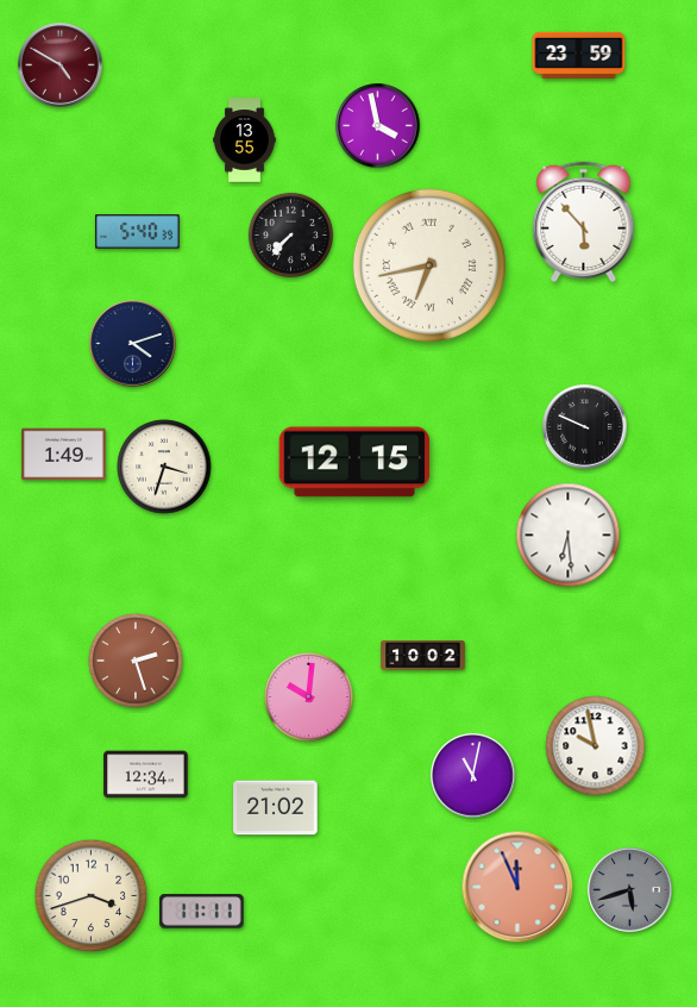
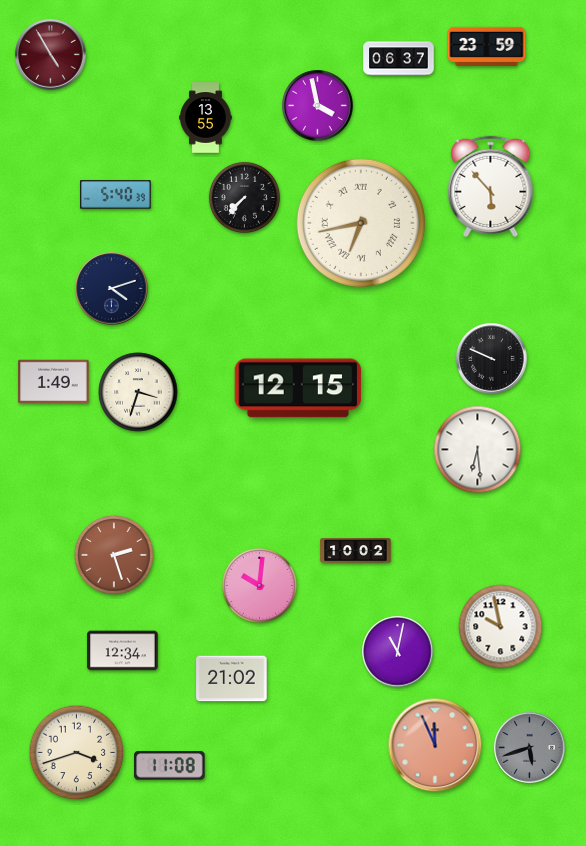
clock at (61, 65): 4:50 -> 4:55
clock at (399, 59): none -> 06:37
clock at (202, 912): 11:11 -> 11:08
